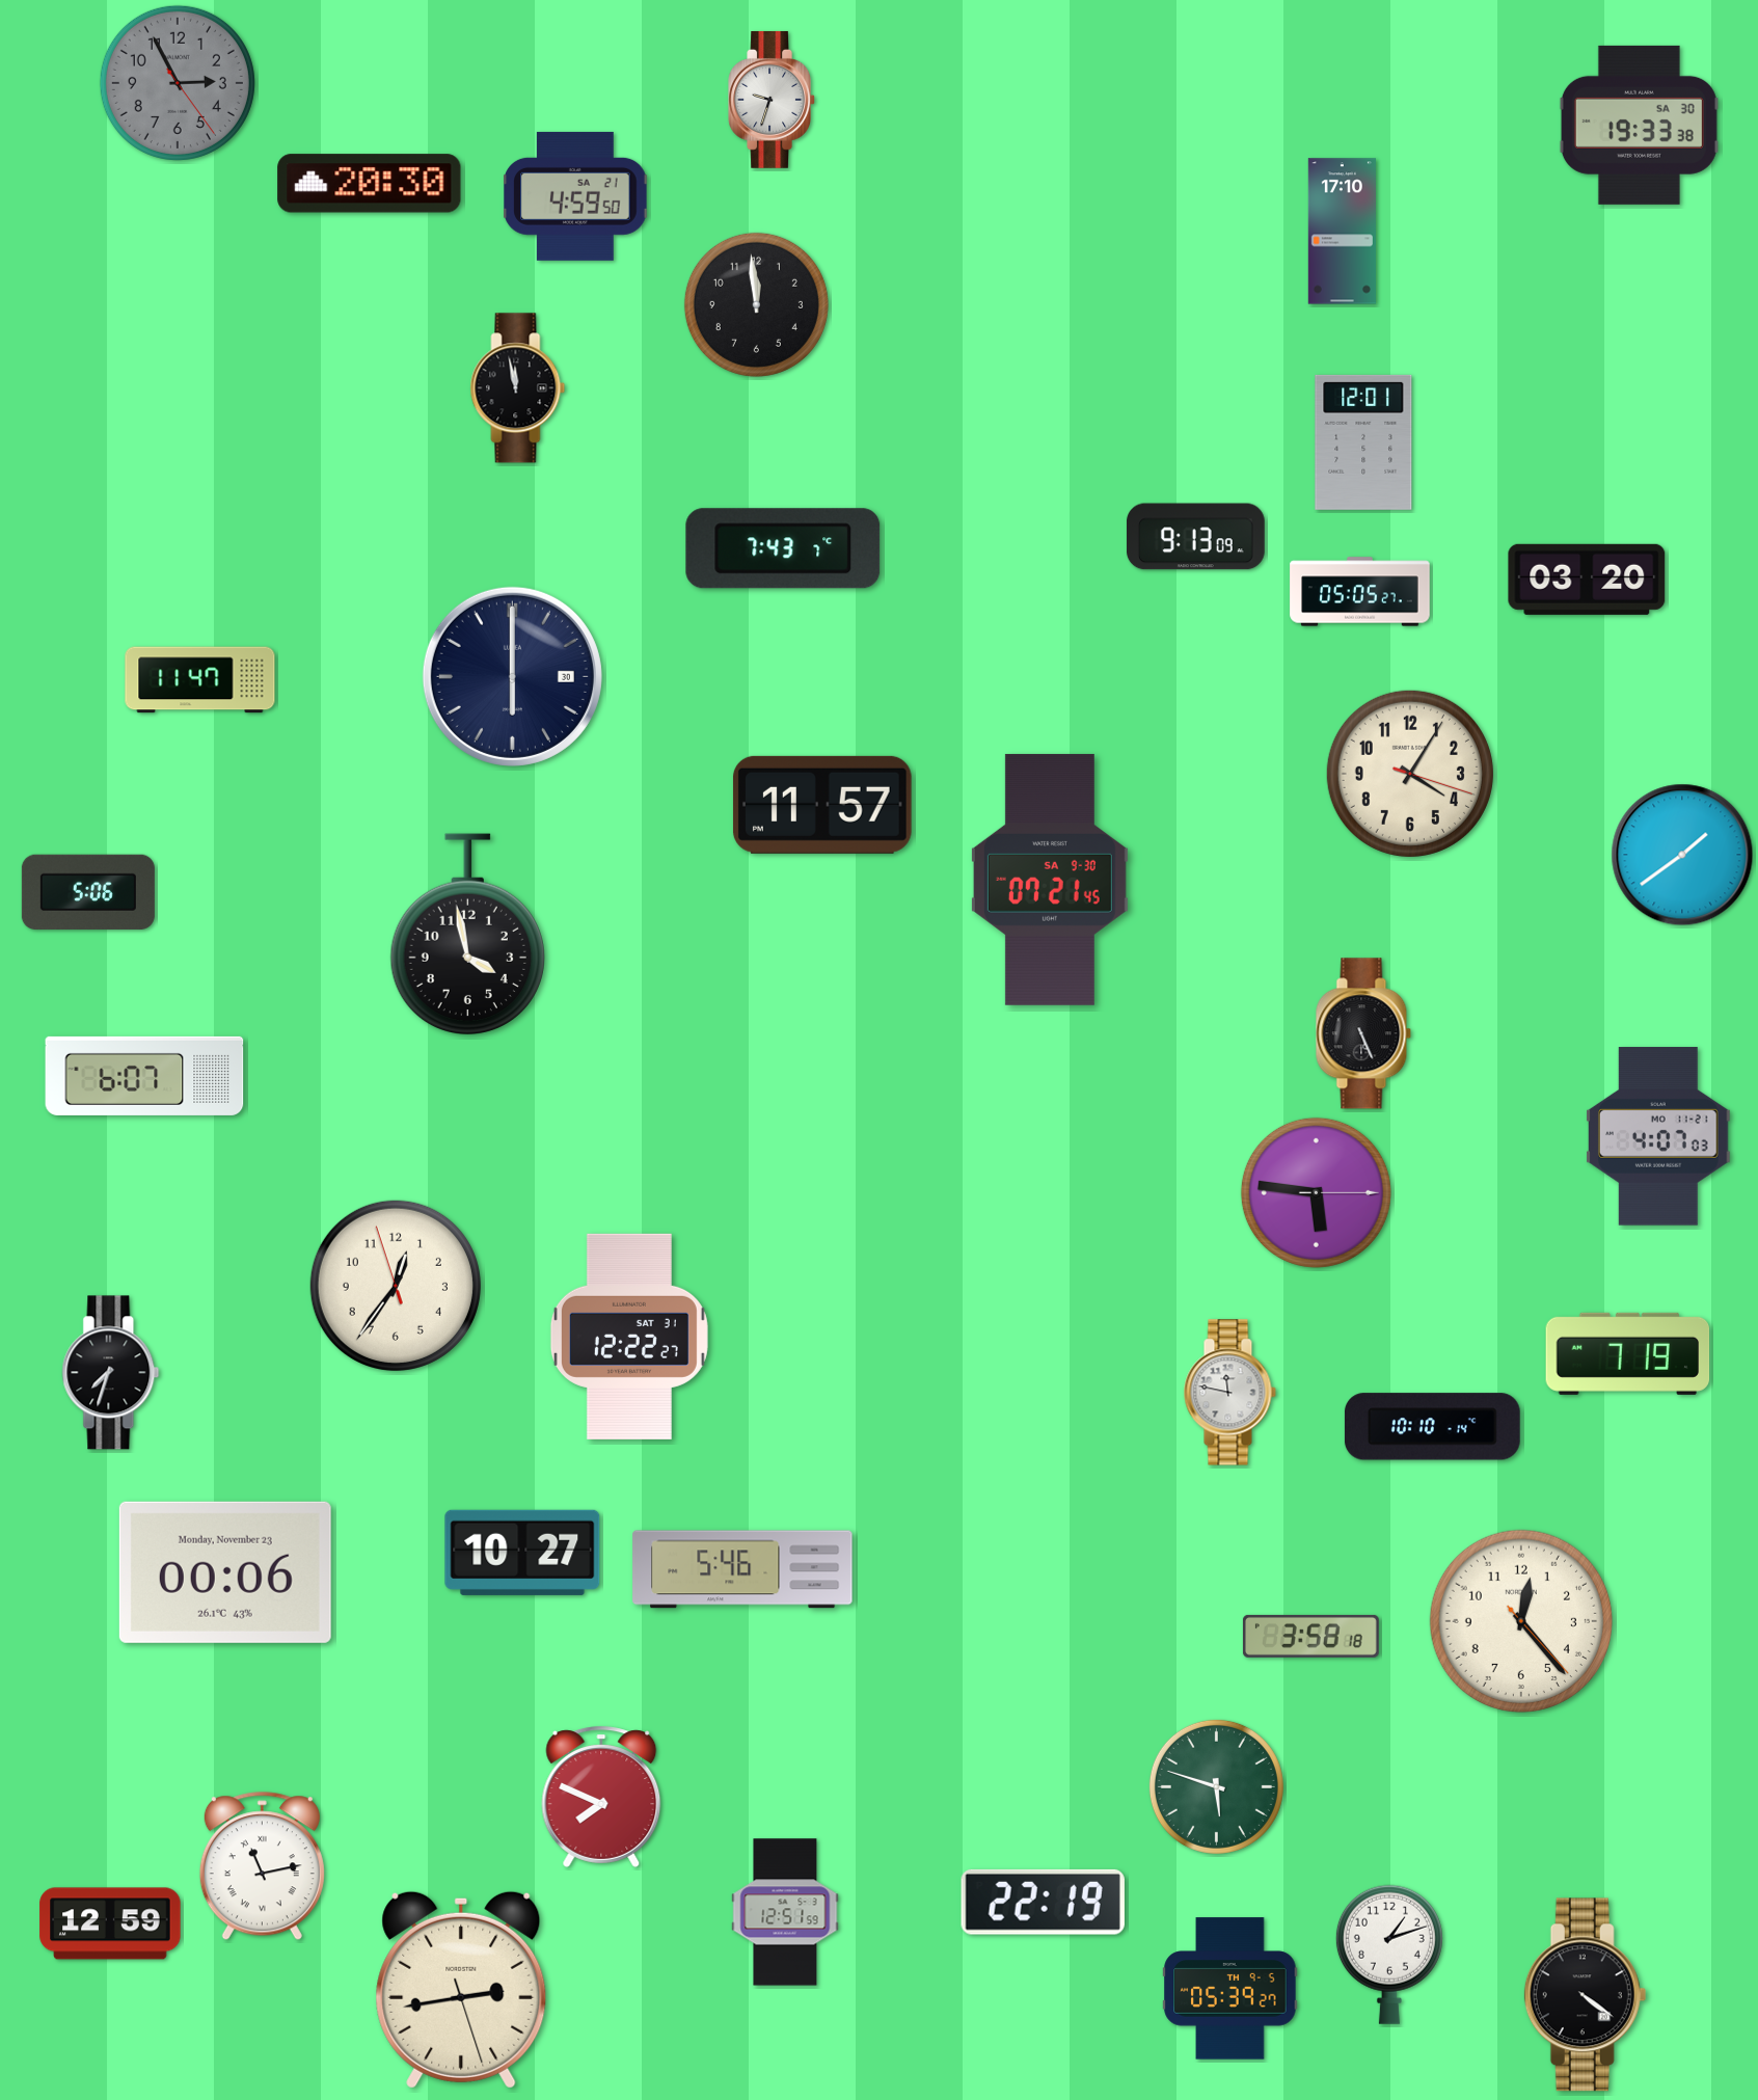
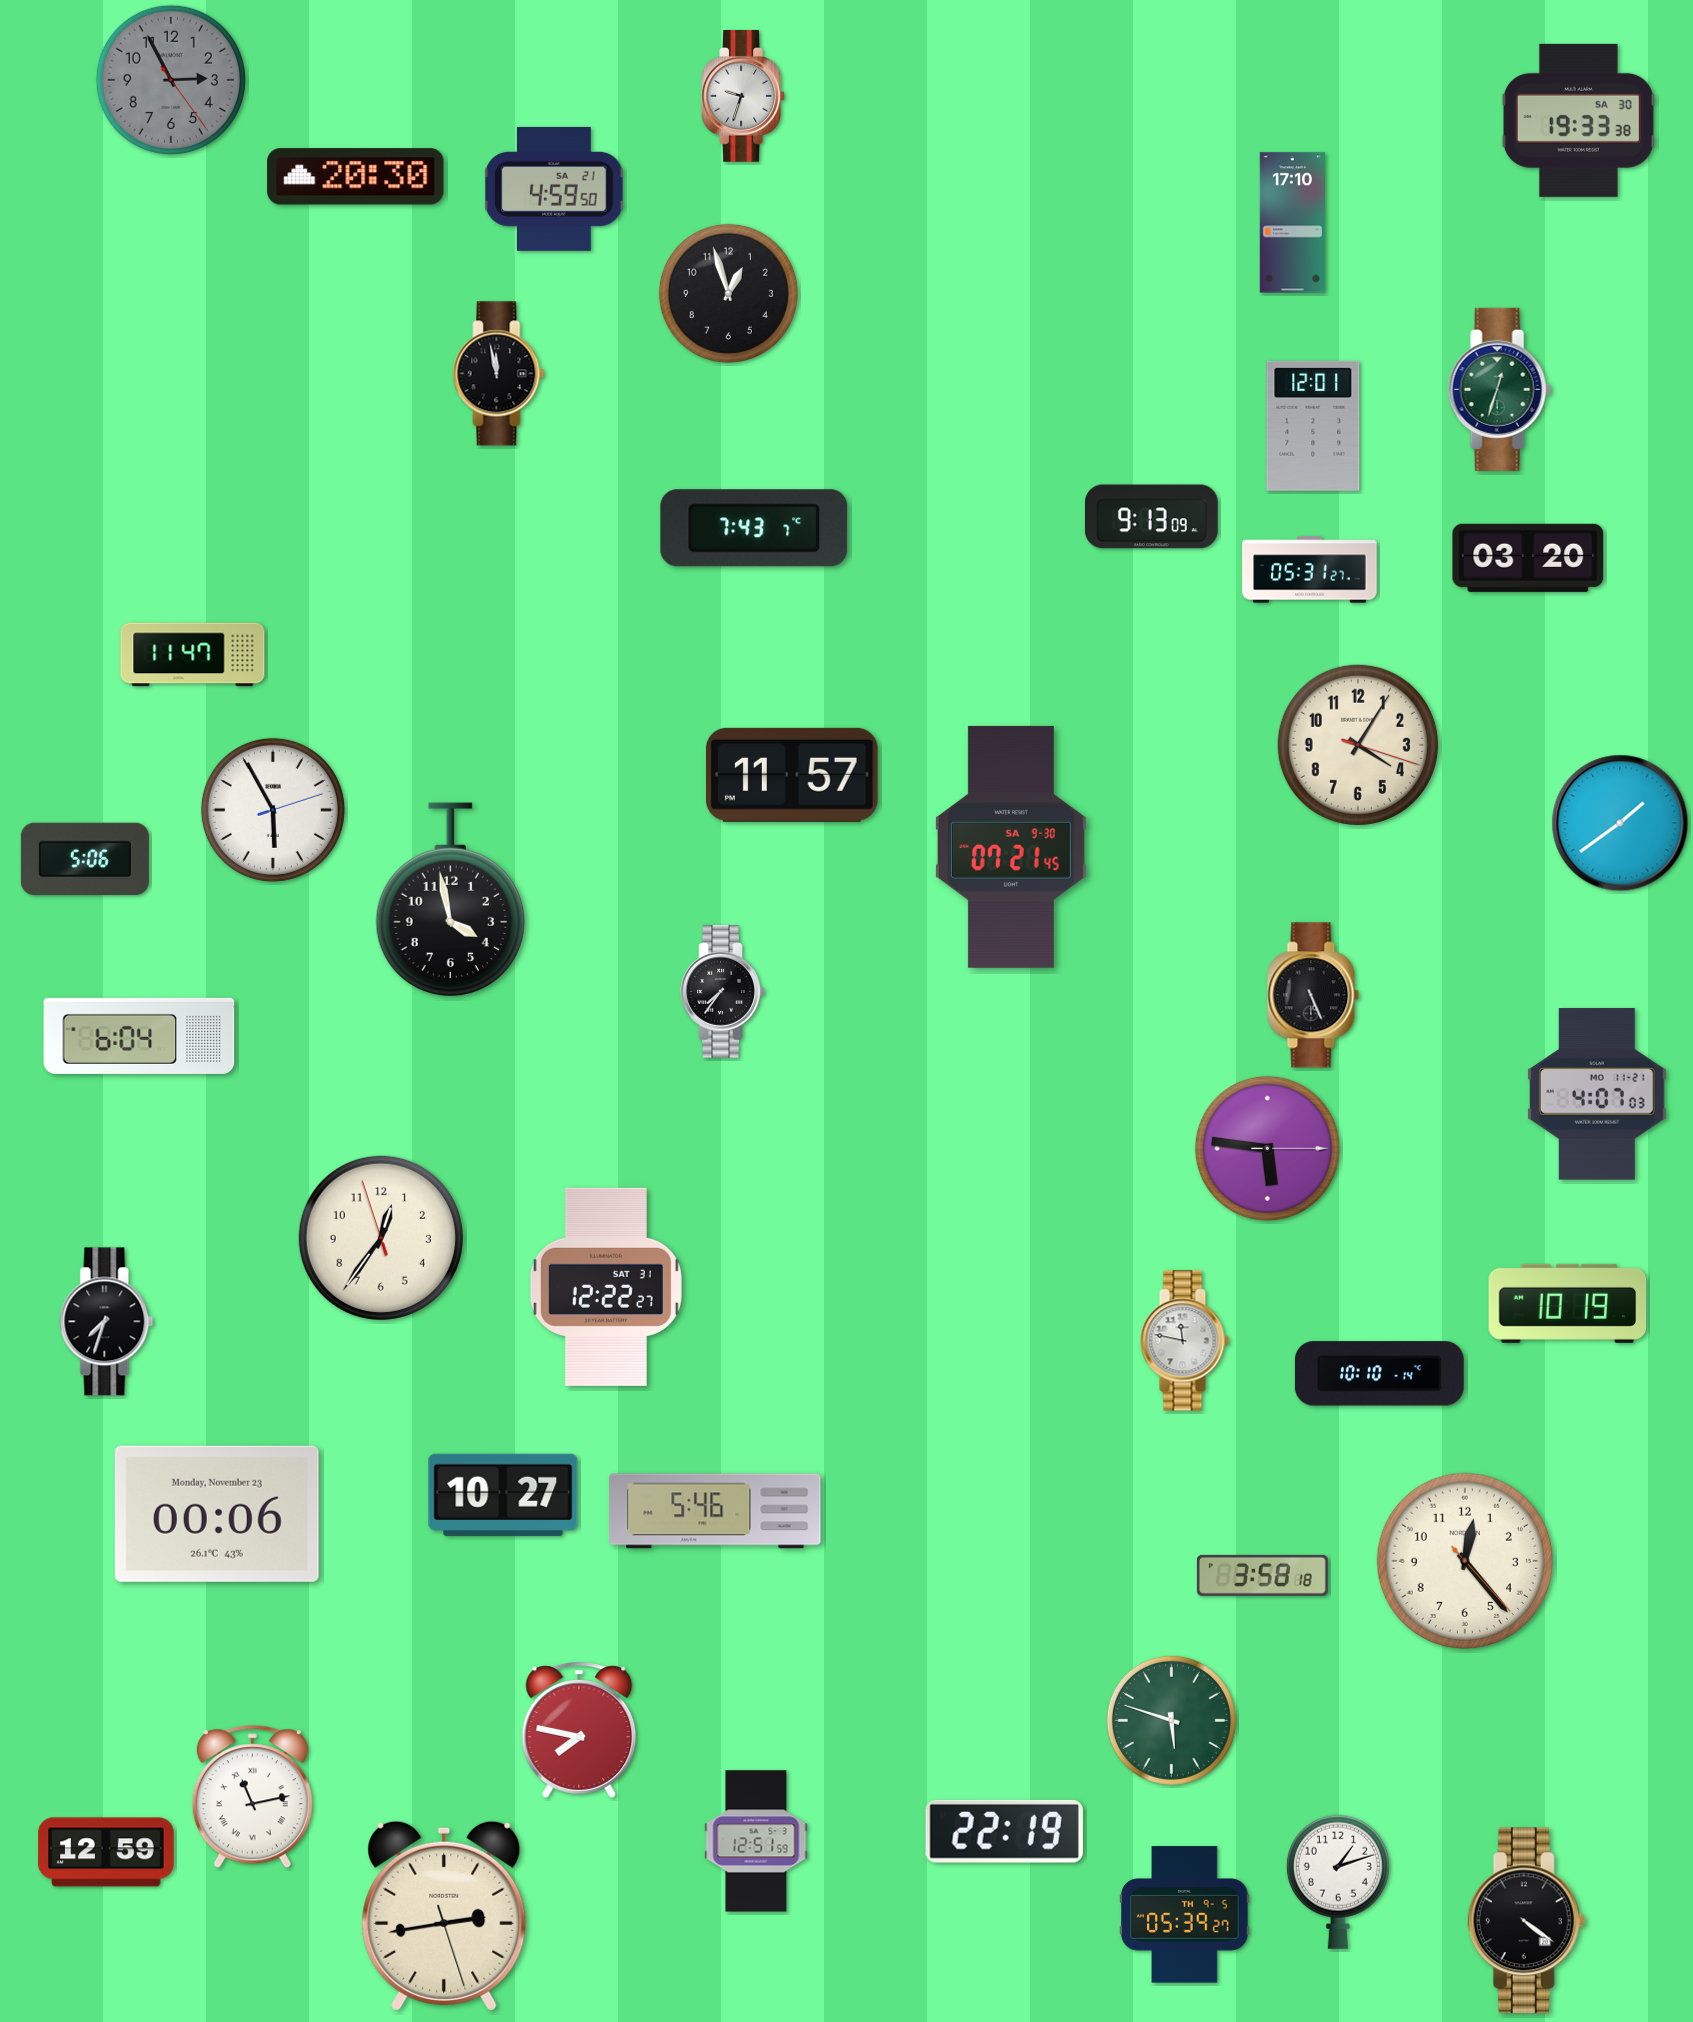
clock at (756, 304): 11:59 -> 12:57
clock at (1499, 389): none -> 12:33
clock at (1360, 592): 05:05 -> 05:31
clock at (512, 676): 6:00 -> none
clock at (273, 810): none -> 5:55
clock at (723, 992): none -> 7:36
clock at (144, 1076): 6:07 -> 6:04
clock at (1628, 1353): 7:19 -> 10:19
clock at (601, 1797): 7:49 -> 7:47
